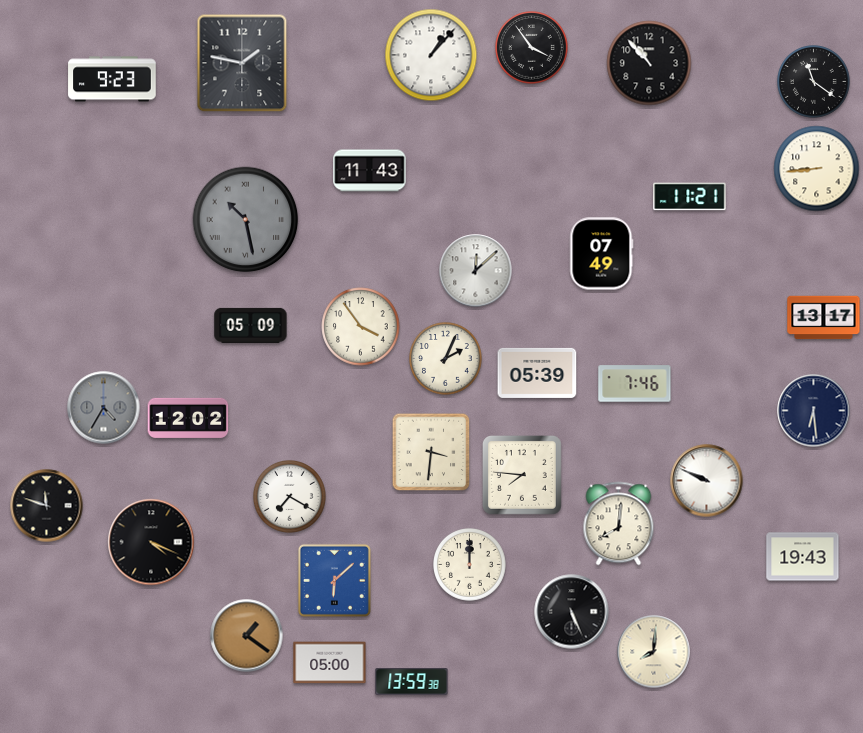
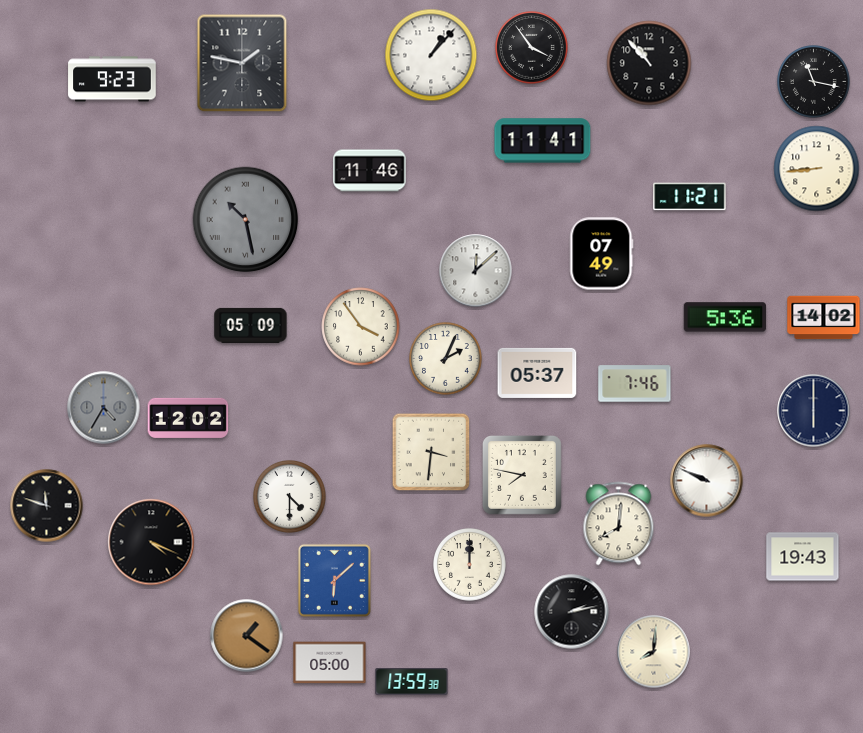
clock at (814, 82): 11:21 -> 11:17
clock at (543, 141): none -> 11:41
clock at (370, 171): 11:43 -> 11:46
clock at (725, 317): none -> 5:36
clock at (824, 318): 13:17 -> 14:02
clock at (537, 373): 05:39 -> 05:37
clock at (814, 411): 6:29 -> 6:00
clock at (522, 475): 7:46 -> 7:47
clock at (290, 497): 7:20 -> 4:30
clock at (572, 612): 5:26 -> 2:13
